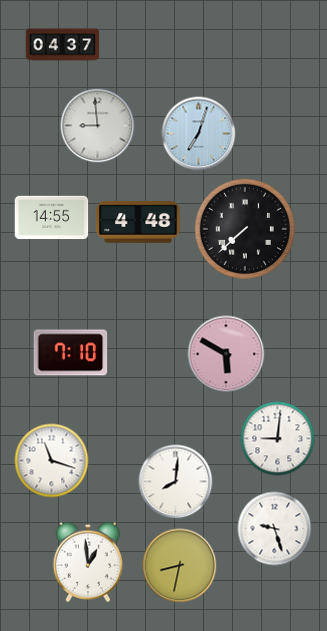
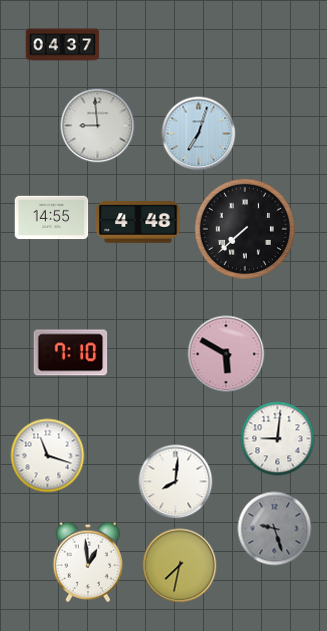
clock at (52, 461) position: (52, 461) -> (48, 456)
clock at (275, 529) dial: white -> grey
clock at (180, 566): 8:32 -> 7:32
